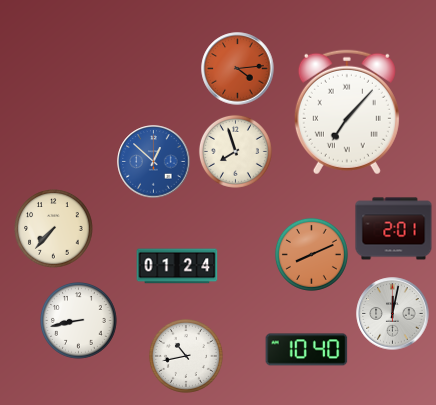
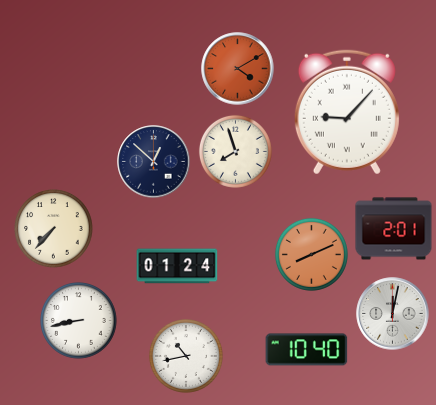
clock at (238, 69): 4:14 -> 4:10
clock at (347, 112): 7:07 -> 9:07
clock at (154, 162) dial: blue -> navy
